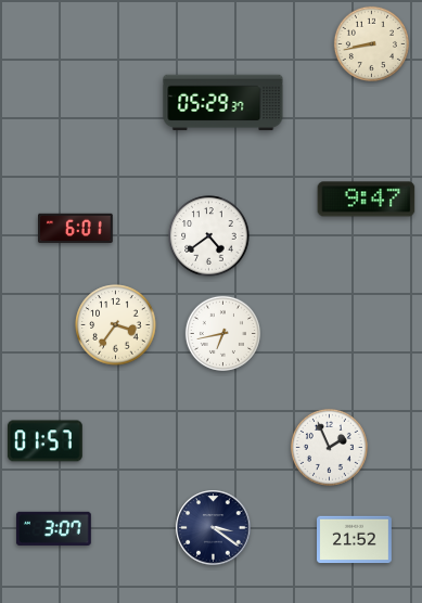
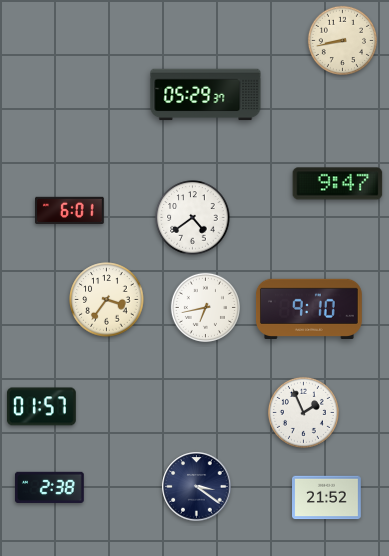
clock at (310, 308): none -> 9:10
clock at (53, 528): 3:07 -> 2:38
